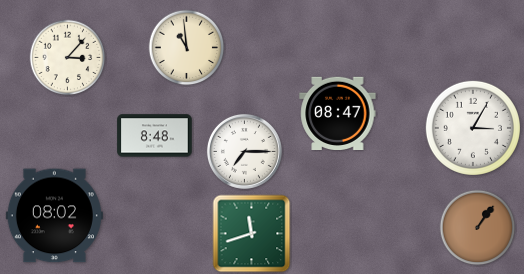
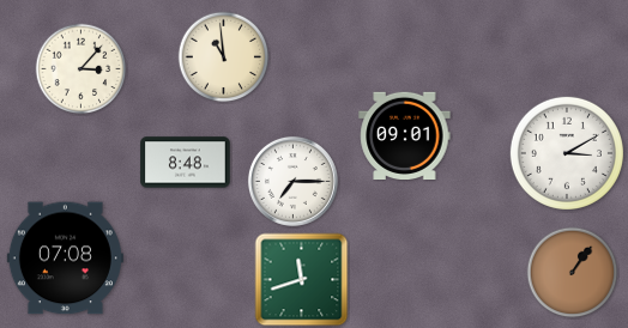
clock at (338, 113): 08:47 -> 09:01
clock at (473, 128): 3:05 -> 3:10
clock at (54, 216): 08:02 -> 07:08
